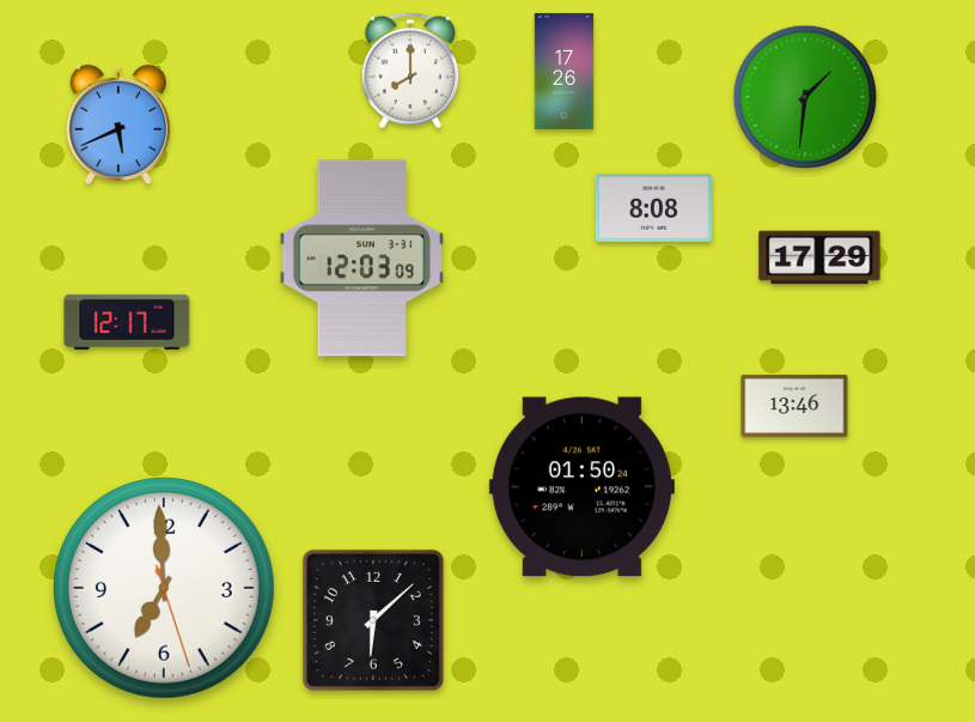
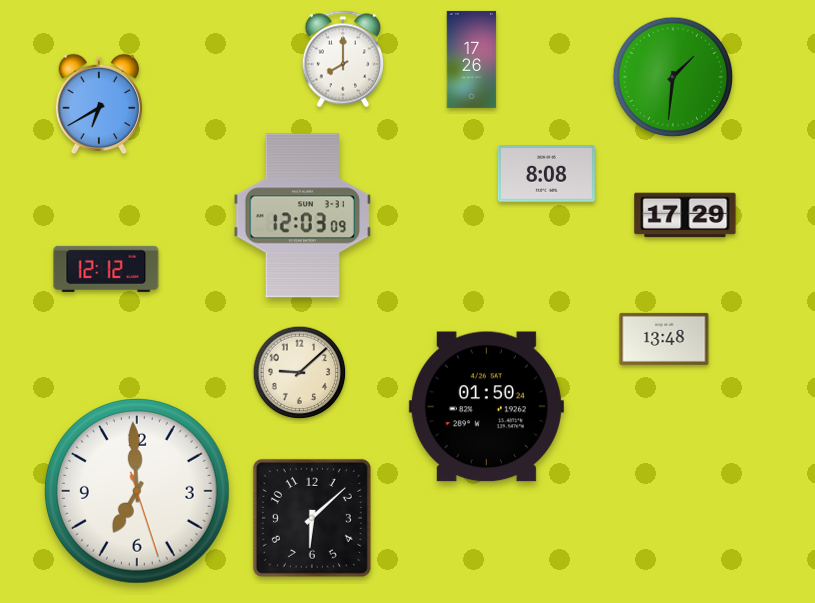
clock at (805, 97) position: (805, 97) -> (673, 77)
clock at (117, 125): 5:41 -> 6:40
clock at (127, 322): 12:17 -> 12:12
clock at (794, 406): 13:46 -> 13:48
clock at (300, 373): none -> 9:08
